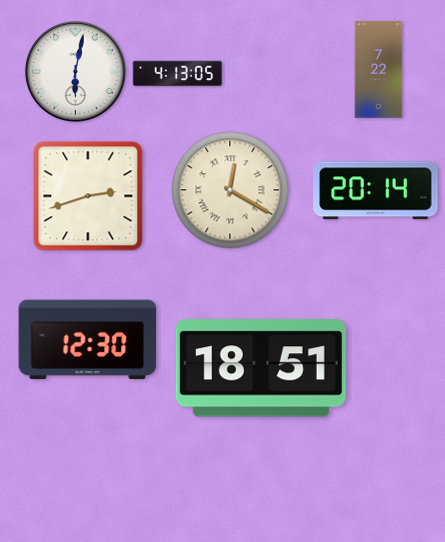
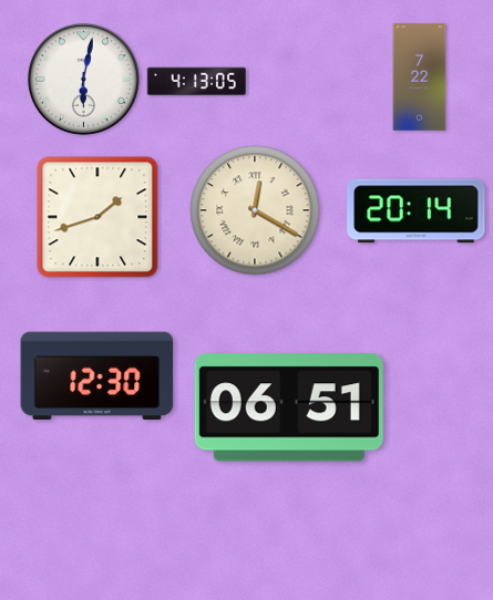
clock at (88, 196): 2:42 -> 1:42
clock at (261, 368): 18:51 -> 06:51
